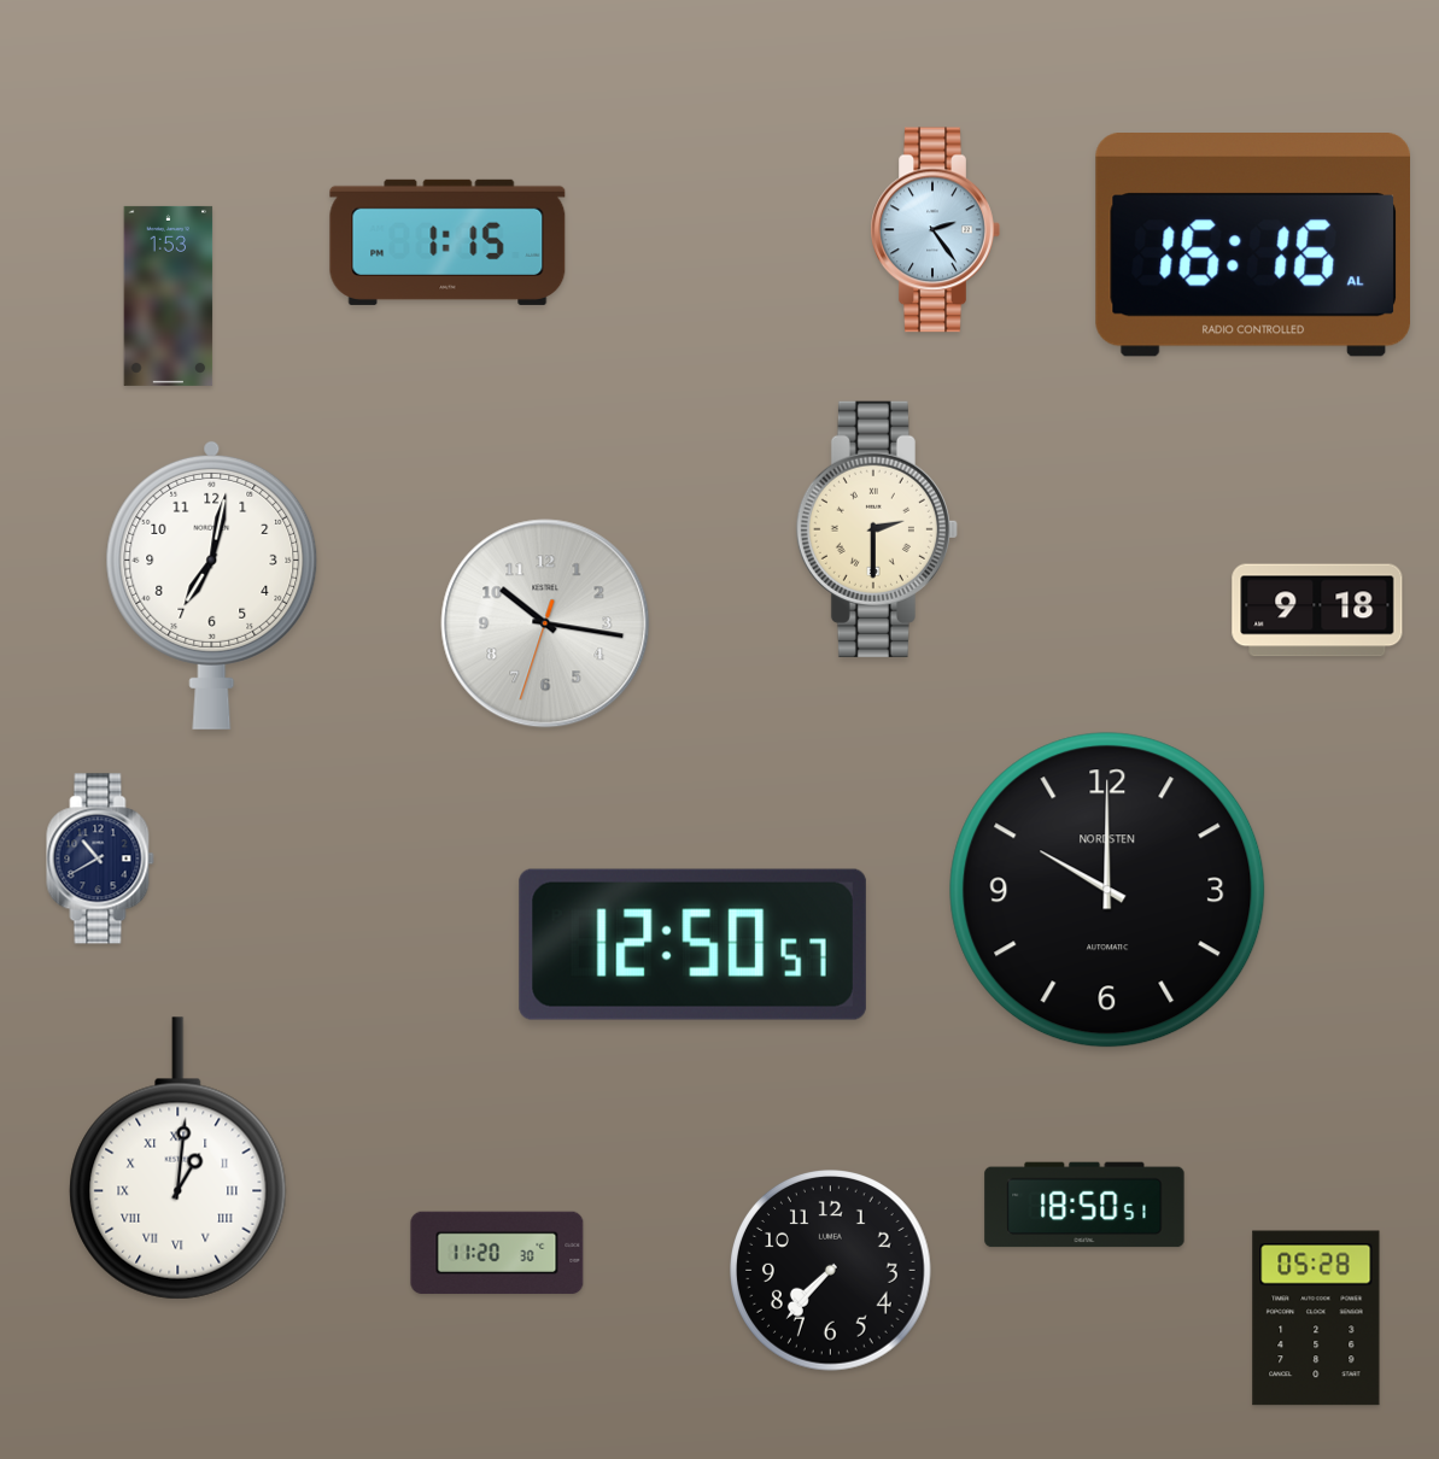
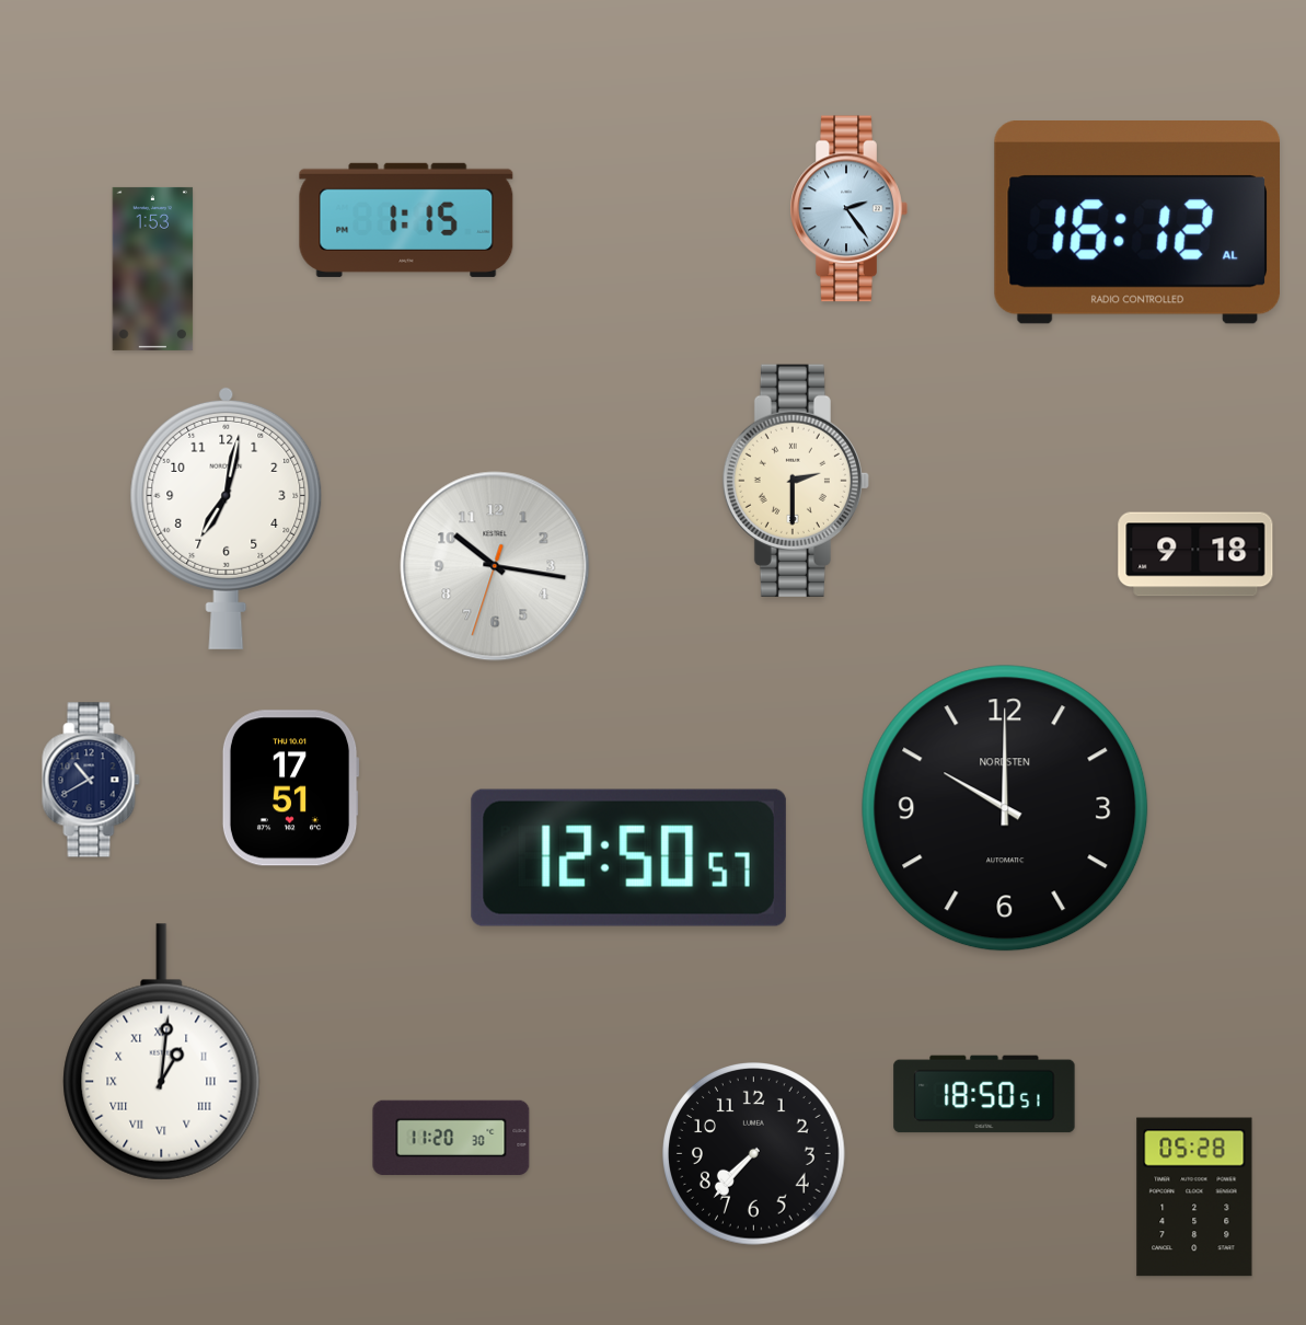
clock at (1252, 246): 16:16 -> 16:12
clock at (212, 585) position: (212, 585) -> (227, 518)
clock at (290, 788): none -> 17:51
